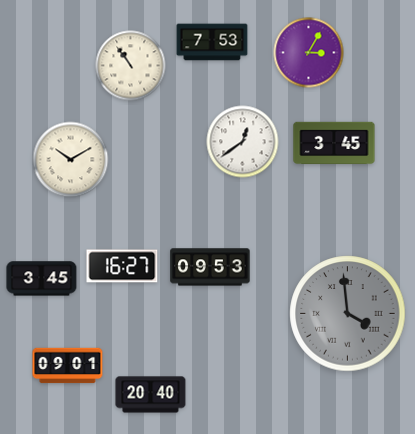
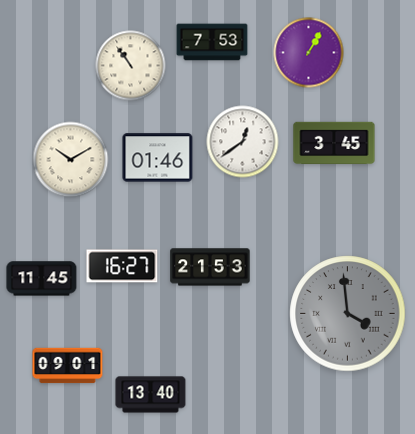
clock at (309, 53): 3:05 -> 1:05
clock at (158, 158): none -> 01:46
clock at (210, 267): 09:53 -> 21:53
clock at (42, 279): 3:45 -> 11:45
clock at (151, 395): 20:40 -> 13:40
